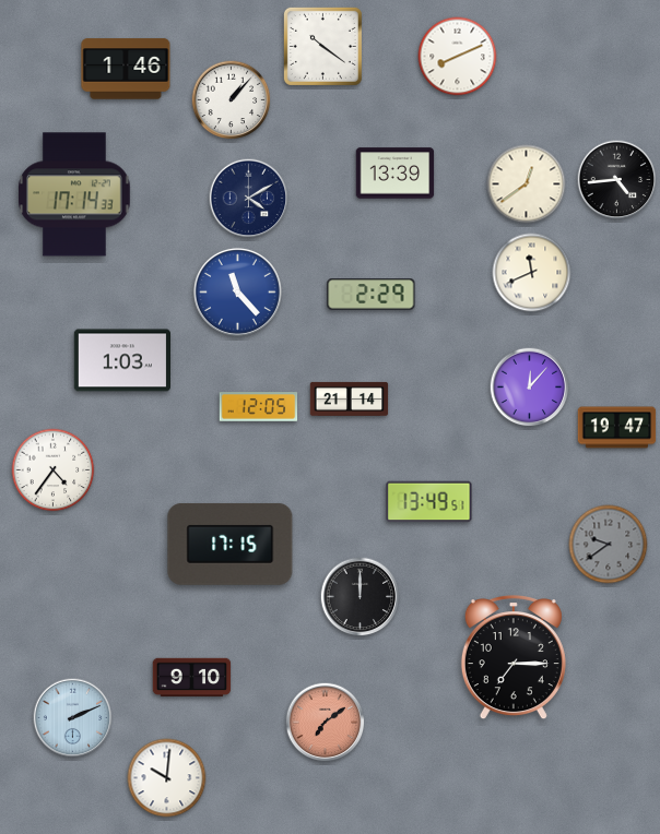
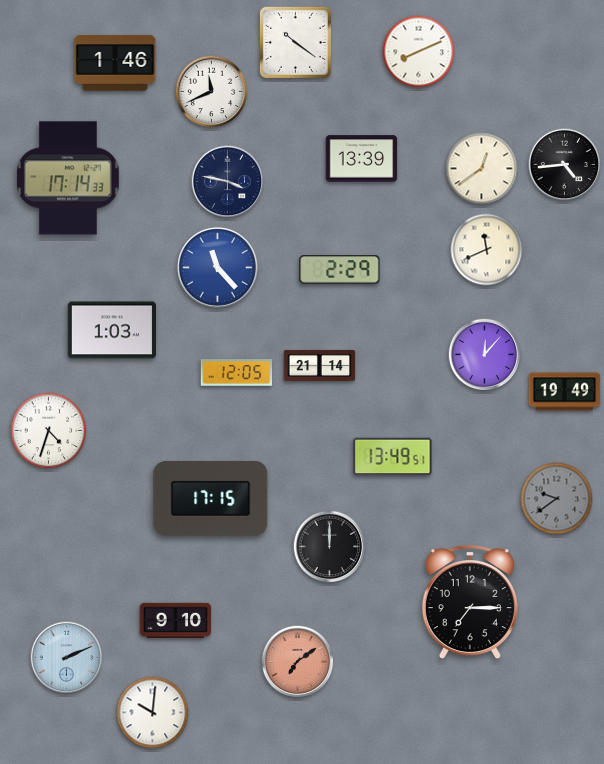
clock at (232, 100): 1:07 -> 11:41
clock at (249, 199): 4:10 -> 3:47
clock at (617, 428): 19:47 -> 19:49
clock at (54, 470): 4:36 -> 4:33
clock at (429, 502) position: (429, 502) -> (393, 457)
